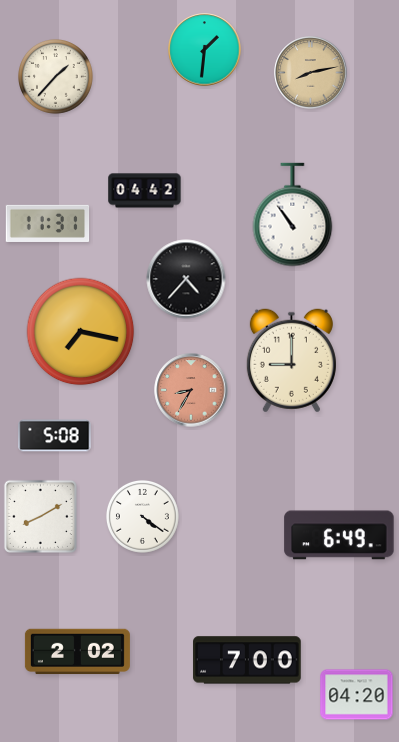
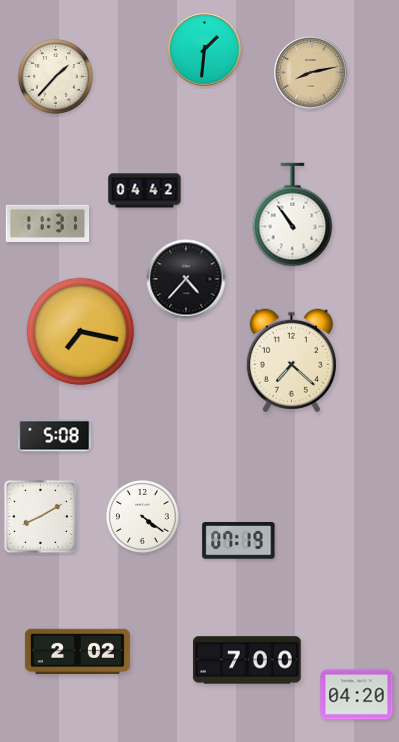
clock at (291, 361): 9:00 -> 7:22
clock at (191, 390): 8:35 -> none
clock at (339, 535): 6:49 -> none
clock at (239, 541): none -> 07:19
